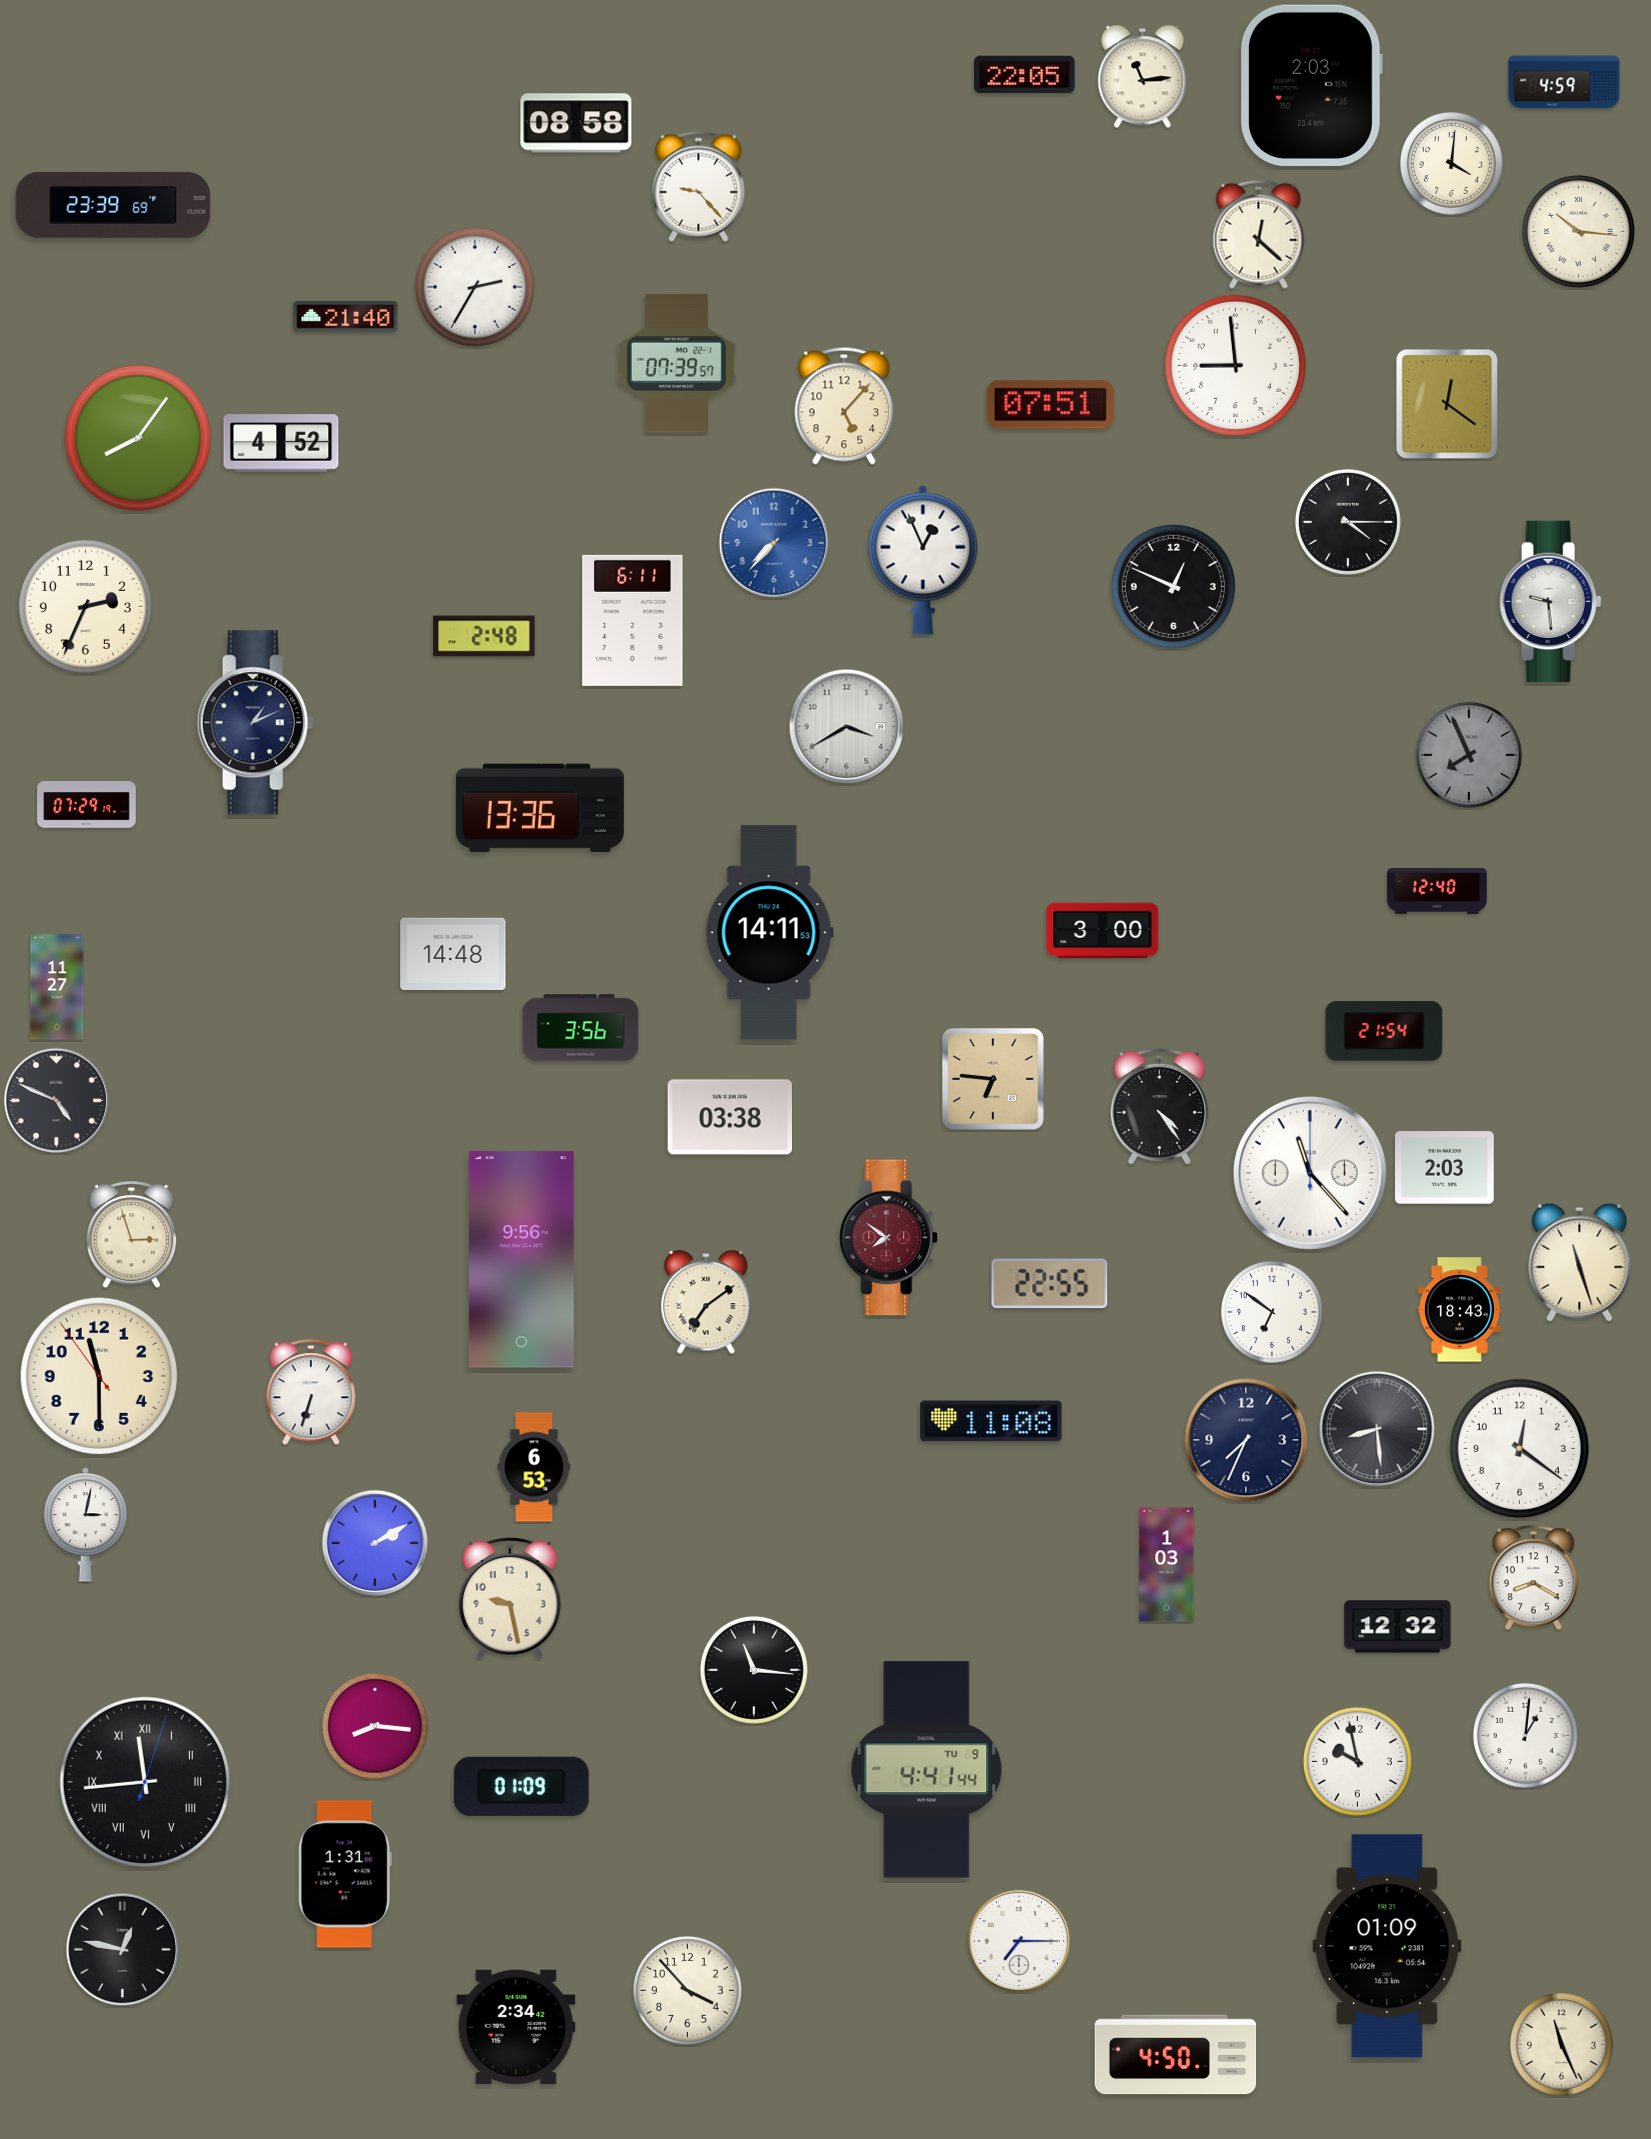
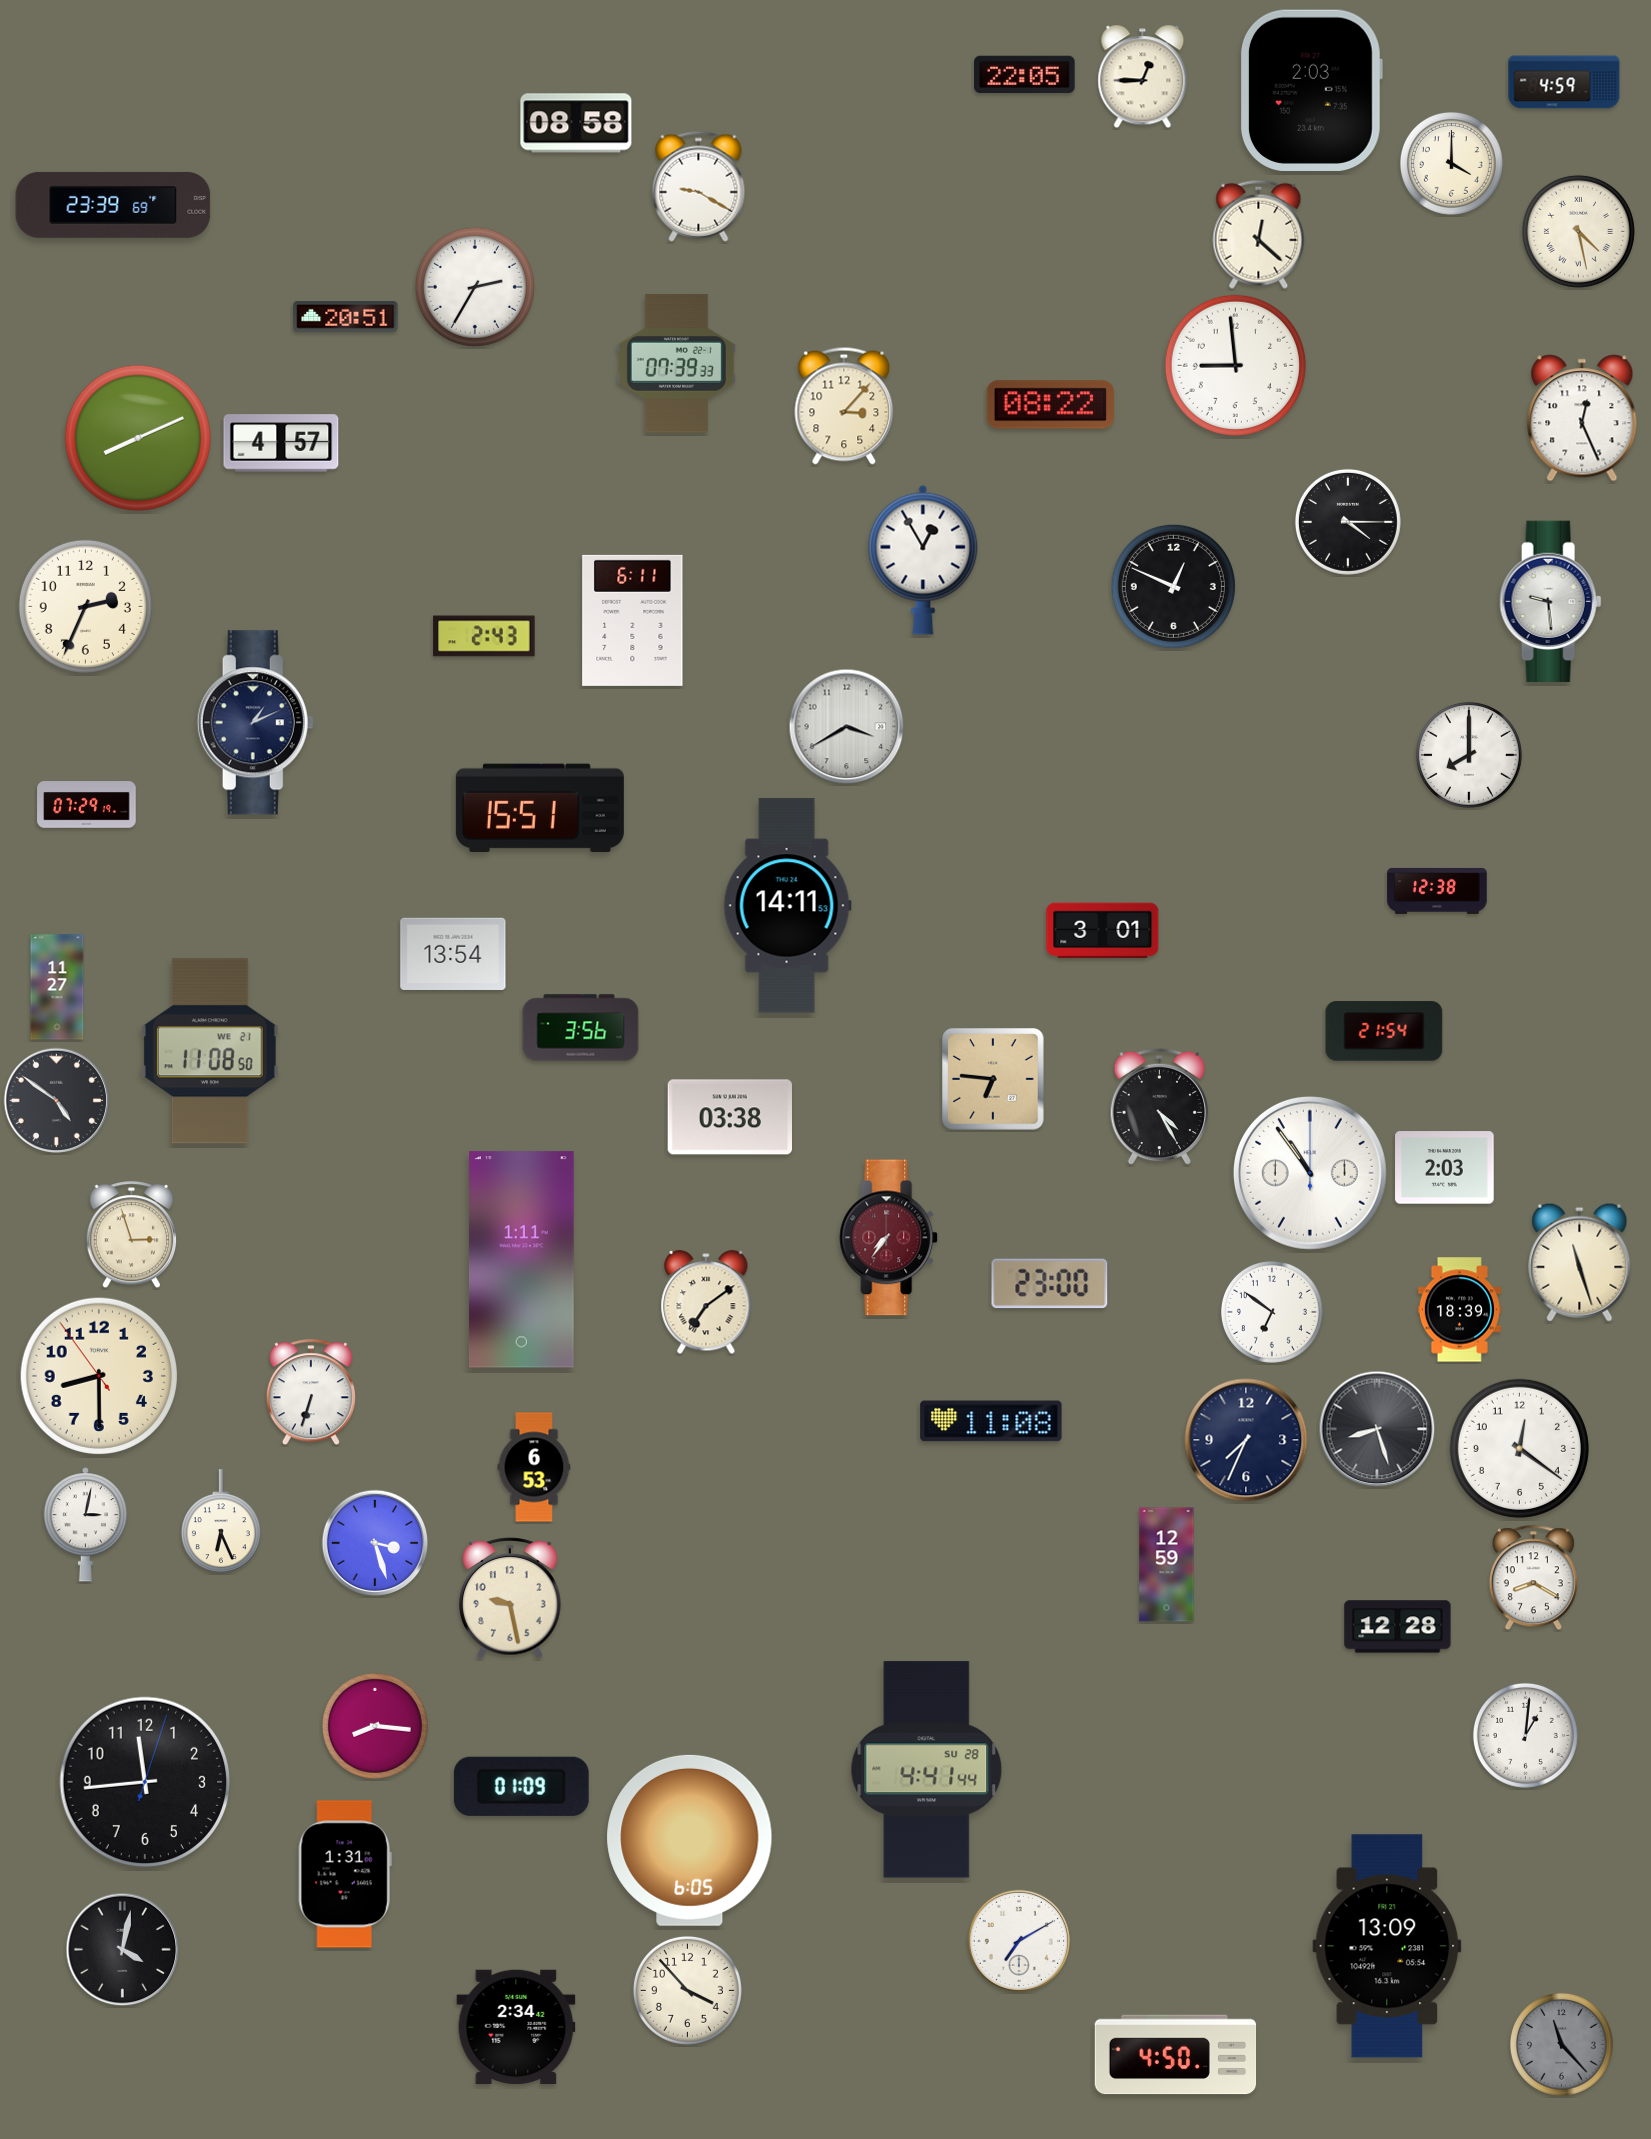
clock at (1143, 77): 11:14 -> 12:45
clock at (1311, 85) position: (1311, 85) -> (1311, 90)
clock at (1451, 163): 4:01 -> 4:00
clock at (699, 186): 9:23 -> 9:20
clock at (1578, 231): 10:16 -> 4:28
clock at (346, 317): 21:40 -> 20:51
clock at (676, 364): 07:39:57 -> 07:39:33
clock at (1447, 404): 12:21 -> none
clock at (1050, 405): 07:51 -> 08:22
clock at (844, 406): 5:07 -> 3:07
clock at (1582, 418): none -> 12:26
clock at (138, 438): 8:06 -> 8:11
clock at (281, 443): 4:52 -> 4:57
clock at (774, 543): 7:37 -> none
clock at (923, 560): 12:56 -> 12:55
clock at (484, 636): 2:48 -> 2:43
clock at (1469, 755): 7:56 -> 8:00
clock at (1469, 755) dial: grey -> white
clock at (540, 807): 13:36 -> 15:51
clock at (1437, 891): 12:40 -> 12:38
clock at (1103, 931): 3:00 -> 3:01
clock at (769, 933) position: (769, 933) -> (787, 906)
clock at (453, 953): 14:48 -> 13:54
clock at (210, 1051): none -> 11:08
clock at (56, 1100): 4:49 -> 4:51
clock at (1160, 1107): 4:24 -> 4:25
clock at (1310, 1173): 11:23 -> 10:54
clock at (889, 1238): 7:51 -> 7:36
clock at (521, 1260): 9:56 -> 1:11
clock at (1050, 1284): 22:55 -> 23:00
clock at (1459, 1310): 18:43 -> 18:39
clock at (98, 1375): 11:29 -> 8:29
clock at (1377, 1429): 8:29 -> 8:27
clock at (221, 1522): none -> 6:26
clock at (375, 1543): 2:10 -> 3:27
clock at (1167, 1565): 1:03 -> 12:59
clock at (1398, 1627): 12:32 -> 12:28
clock at (754, 1670): 11:16 -> none
clock at (1357, 1761): 9:58 -> none
clock at (927, 1770) date: TU 9 -> SU 28
clock at (145, 1782) numerals: Roman -> Arabic
clock at (690, 1840): none -> 6:05
clock at (1019, 1941): 7:15 -> 7:10
clock at (1387, 1946): 01:09 -> 13:09
clock at (123, 1950): 12:47 -> 4:02
clock at (1561, 2044): 11:26 -> 11:23
clock at (1561, 2044) dial: cream -> grey
